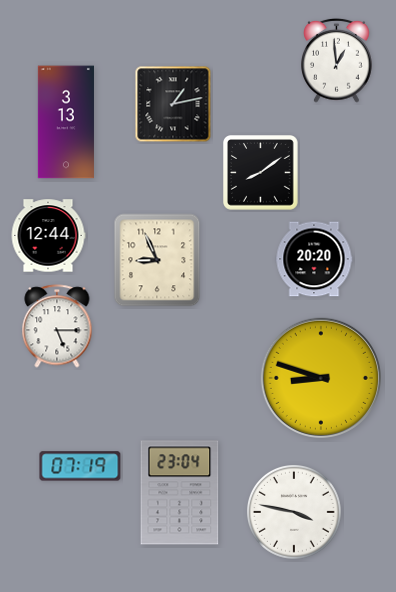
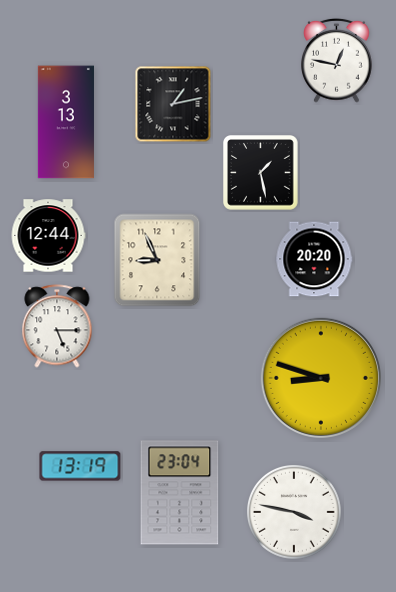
clock at (337, 60): 12:59 -> 12:47
clock at (261, 173): 8:09 -> 1:28
clock at (80, 466): 07:19 -> 13:19
